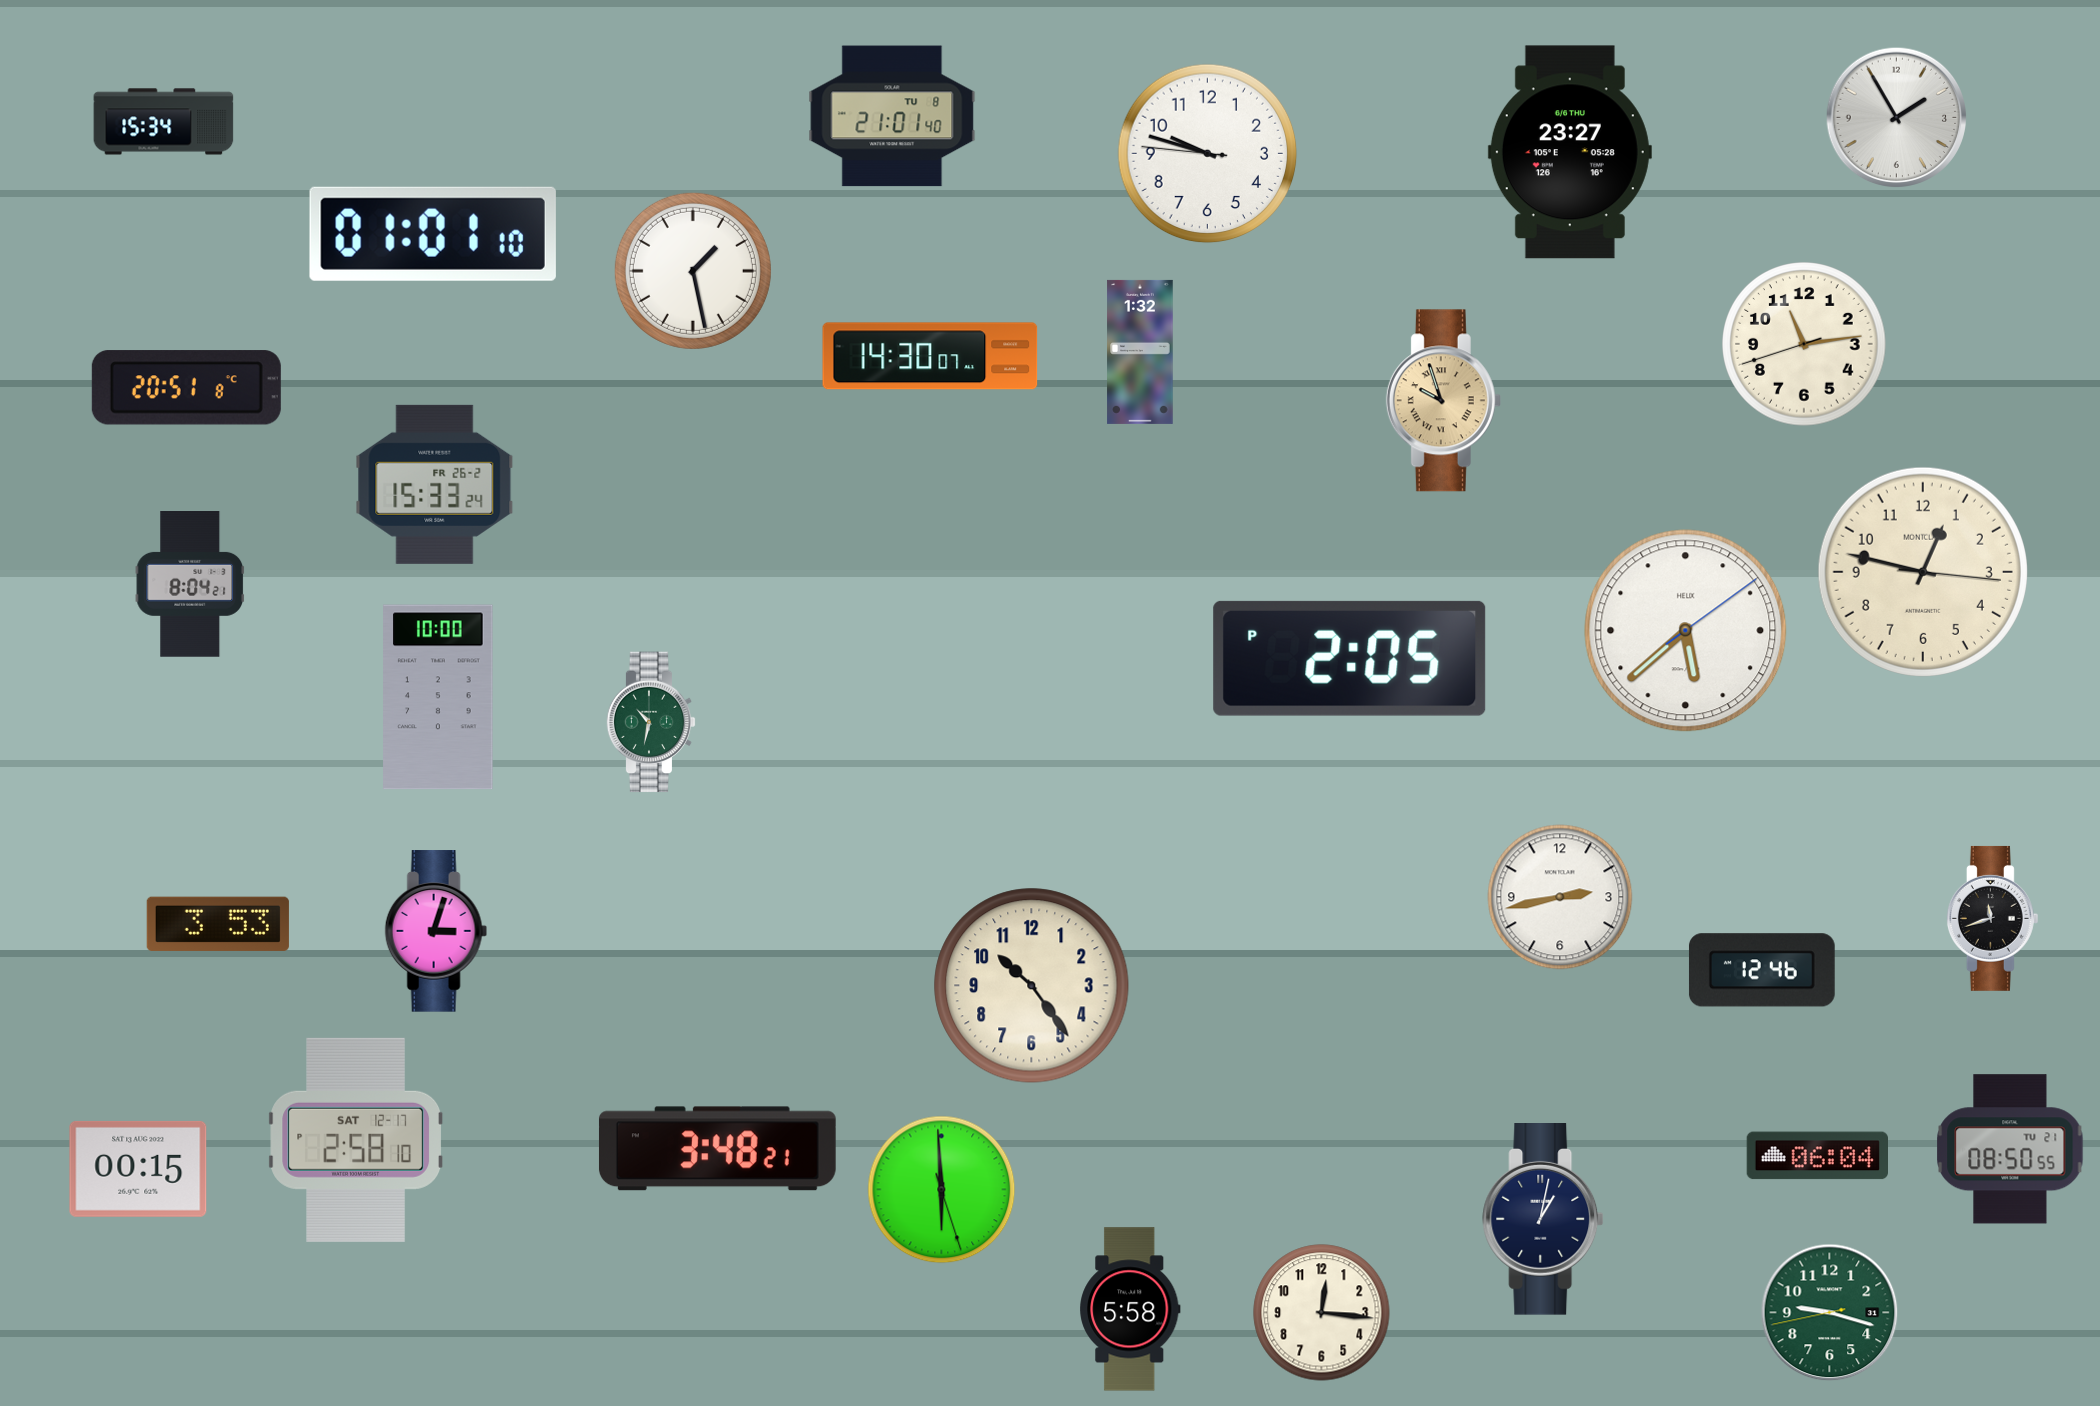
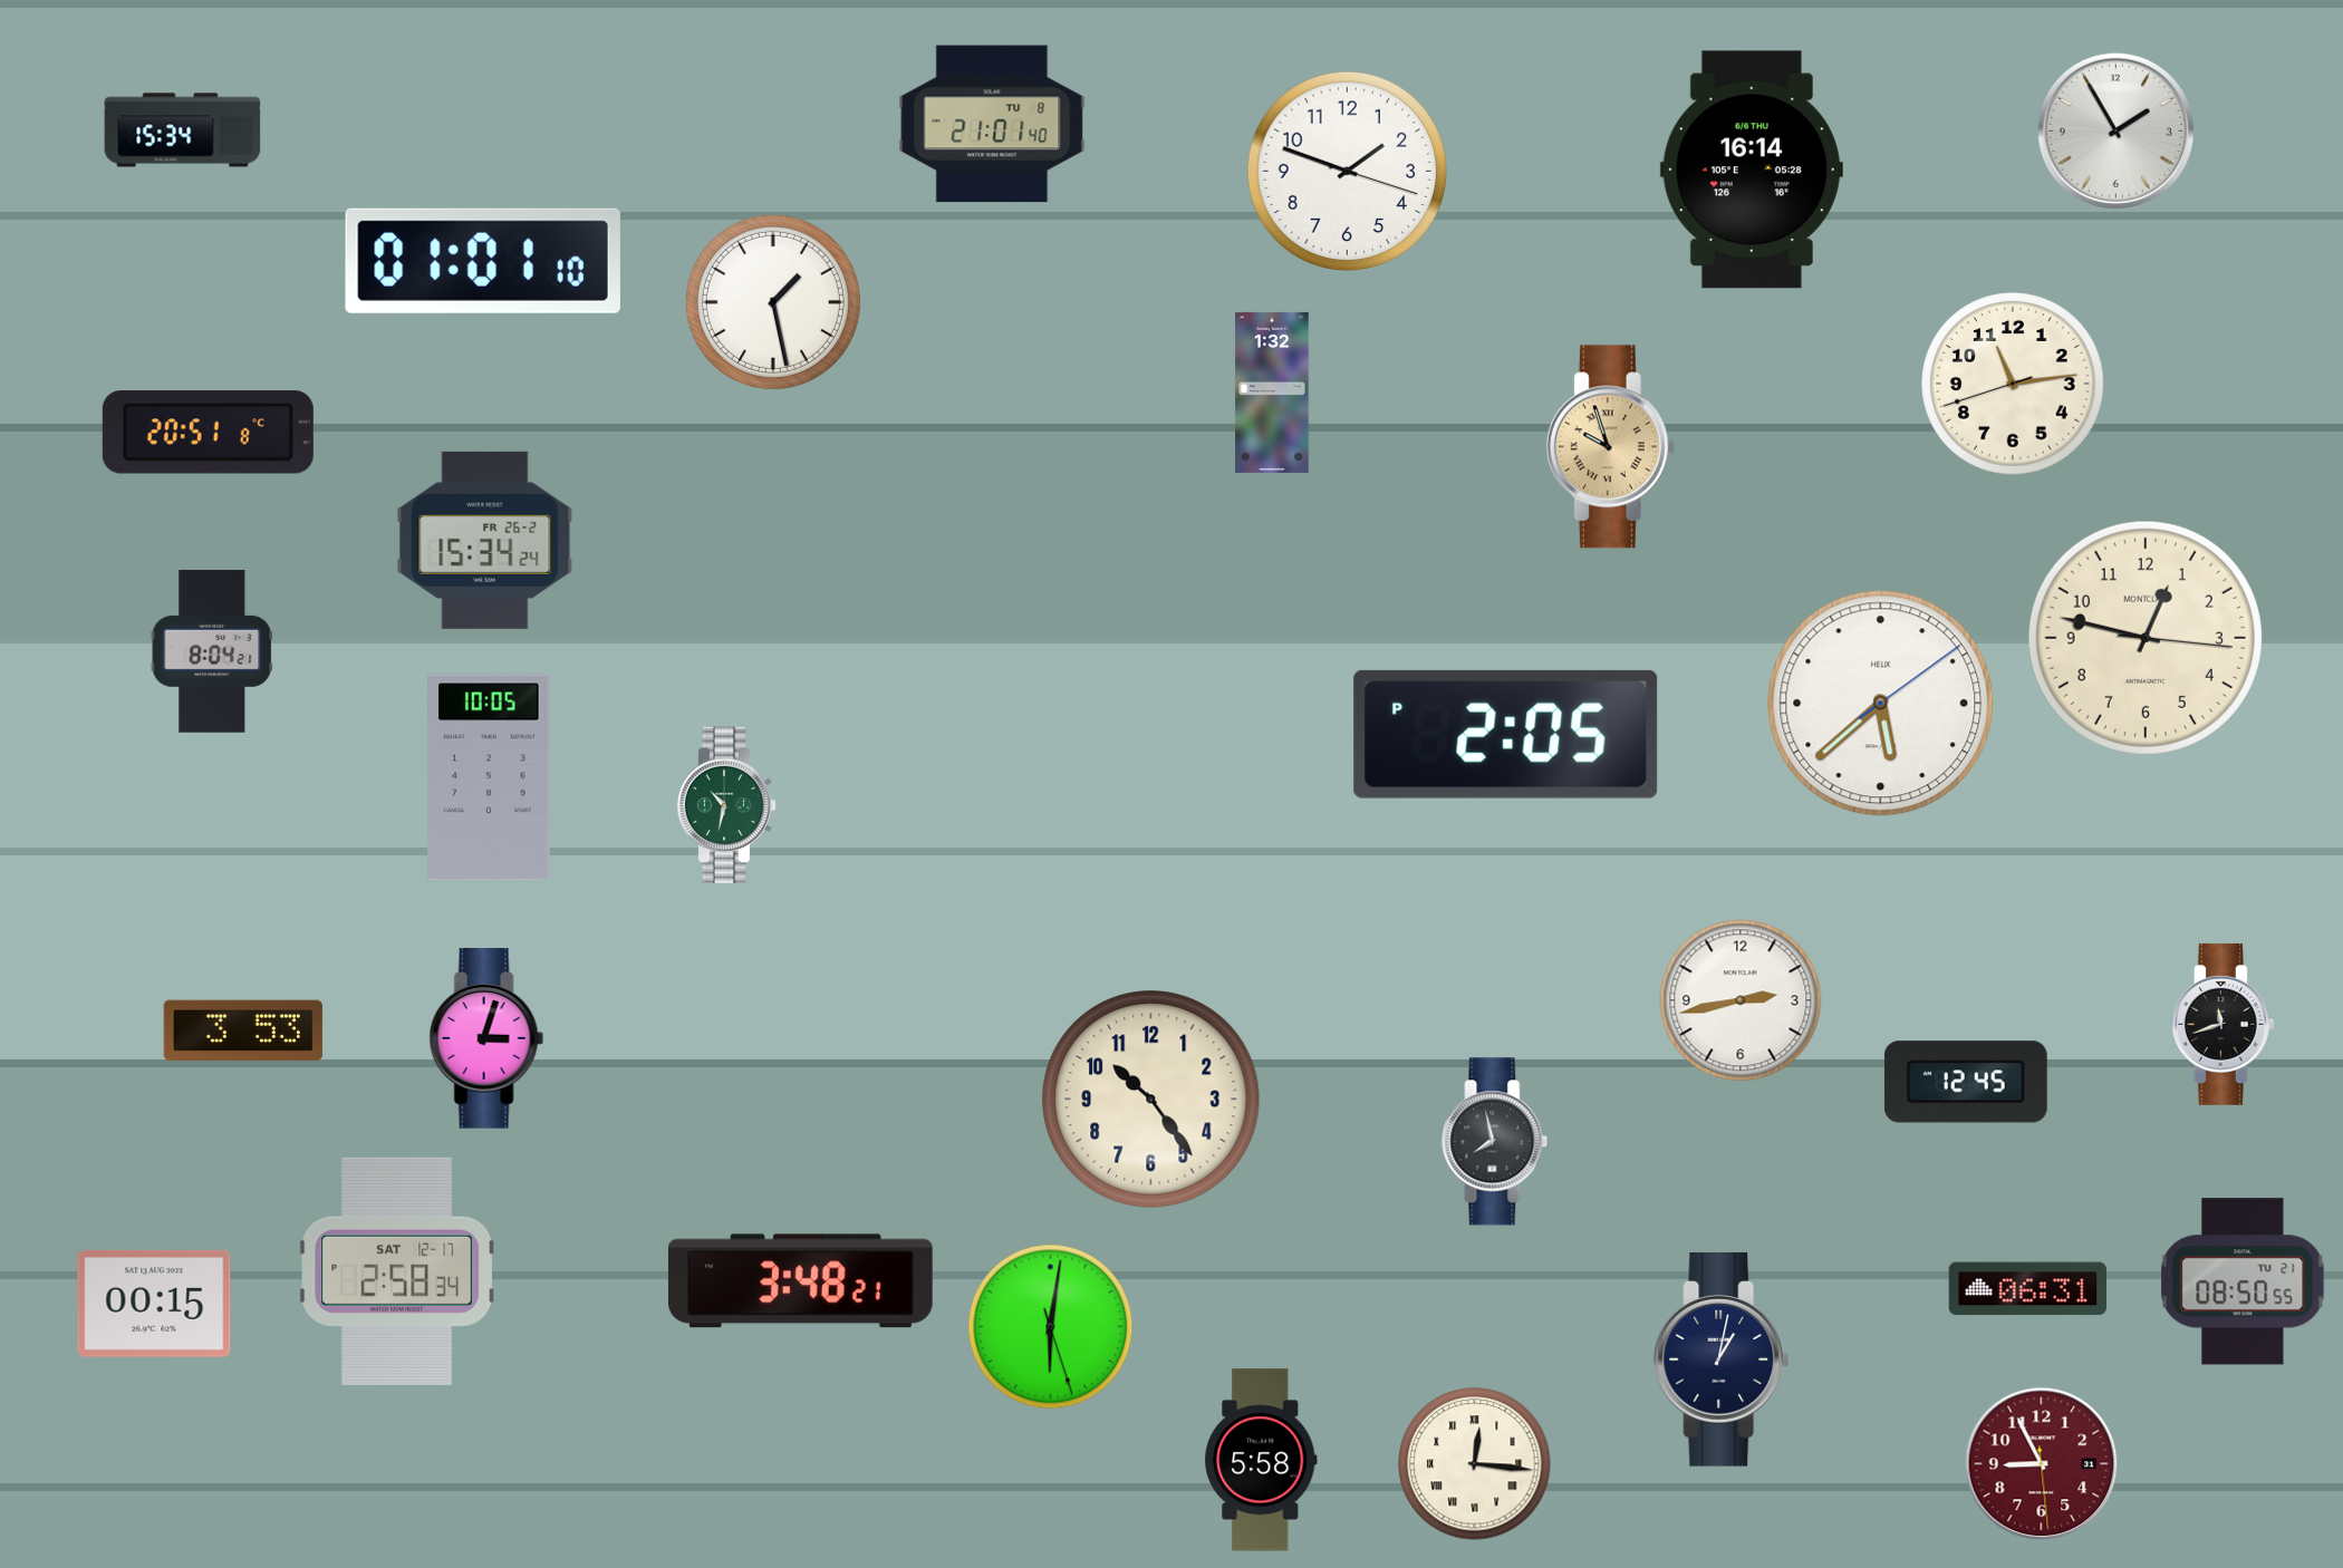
clock at (892, 116) position: (892, 116) -> (992, 124)
clock at (164, 122) position: (164, 122) -> (183, 130)
clock at (1570, 152): 23:27 -> 16:14
clock at (1208, 154): 9:47 -> 1:48
clock at (930, 356): 14:30 -> none
clock at (435, 484): 15:33 -> 15:34
clock at (438, 697): 10:00 -> 10:05
clock at (1762, 970): 12:46 -> 12:45
clock at (1495, 1142): none -> 7:58
clock at (355, 1140): 2:58:10 -> 2:58:34
clock at (1817, 1156): 06:04 -> 06:31
clock at (942, 1190): 5:59 -> 6:01
clock at (1322, 1313) numerals: Arabic -> Roman
clock at (1830, 1313): 9:17 -> 8:55
clock at (1830, 1313) dial: green -> burgundy
